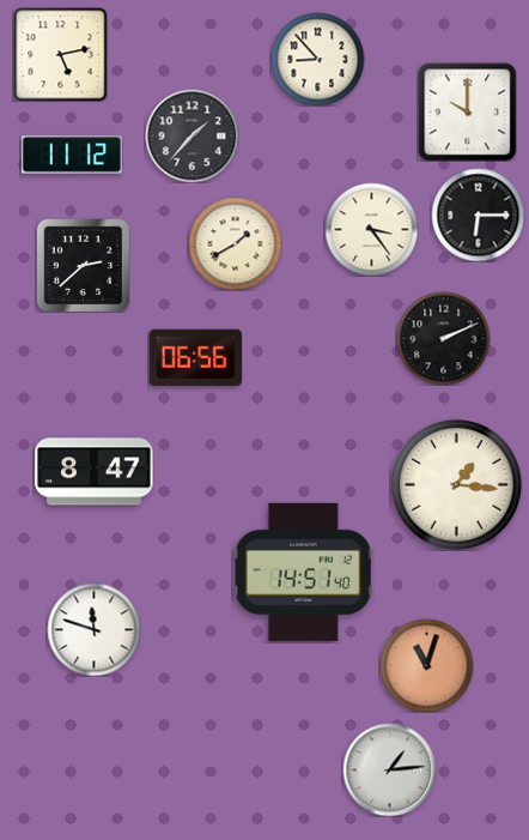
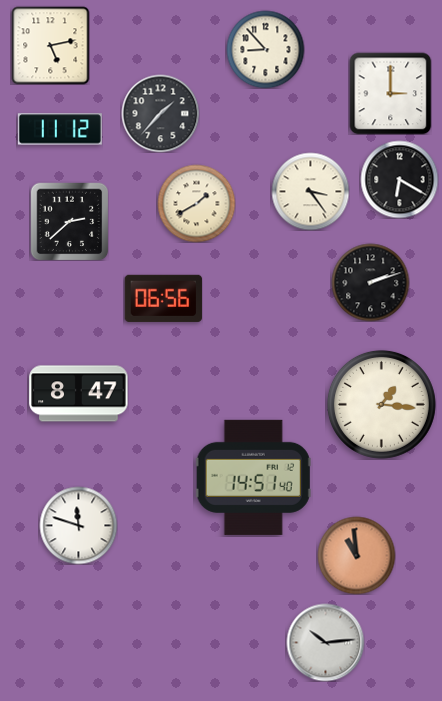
clock at (467, 111): 10:00 -> 3:00
clock at (478, 214): 6:15 -> 6:20
clock at (443, 338): 2:11 -> 2:12
clock at (426, 665): 11:03 -> 10:59
clock at (389, 769): 1:14 -> 10:14
